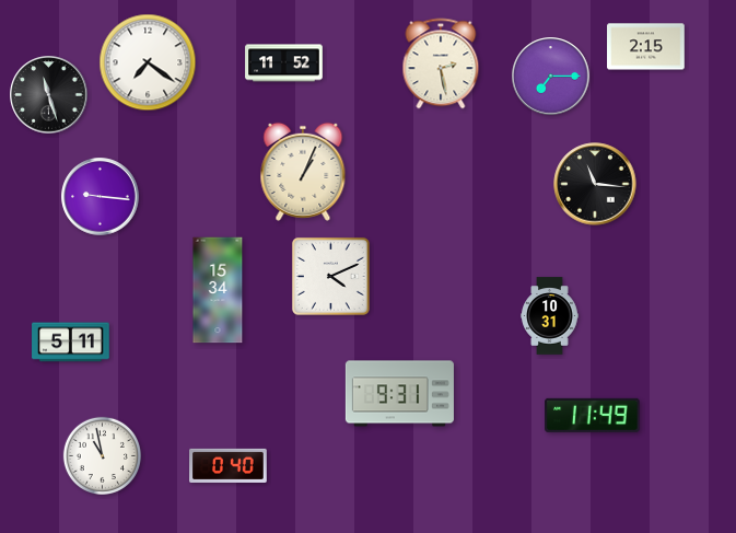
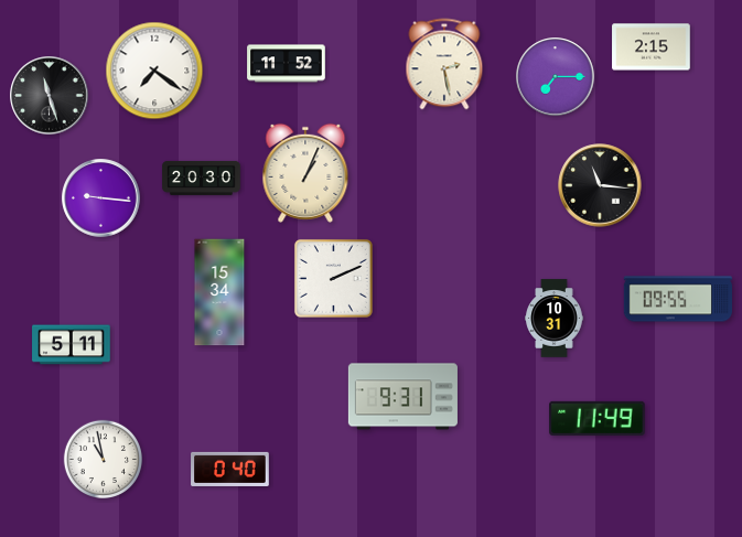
clock at (148, 62) position: (148, 62) -> (154, 71)
clock at (202, 178): none -> 20:30
clock at (330, 276): 4:11 -> 2:11
clock at (677, 299): none -> 09:55
